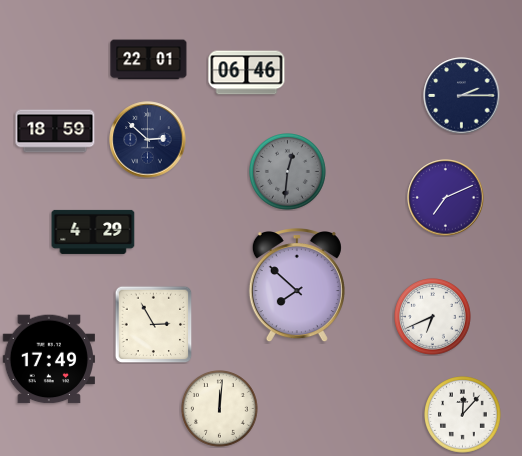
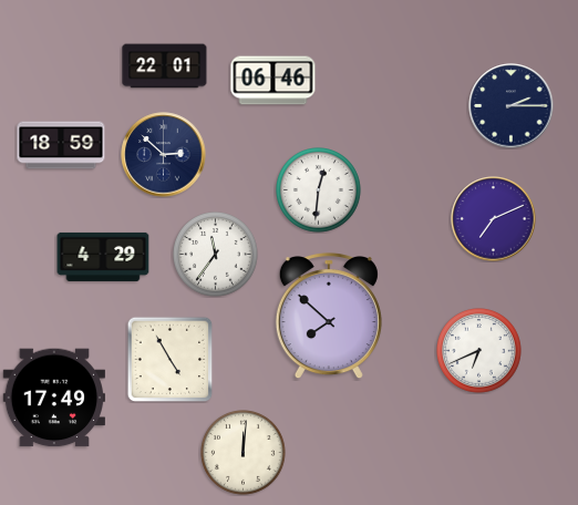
clock at (288, 172) dial: grey -> white
clock at (216, 255): none -> 11:36
clock at (153, 324): 2:55 -> 4:55
clock at (463, 415): 12:07 -> none
